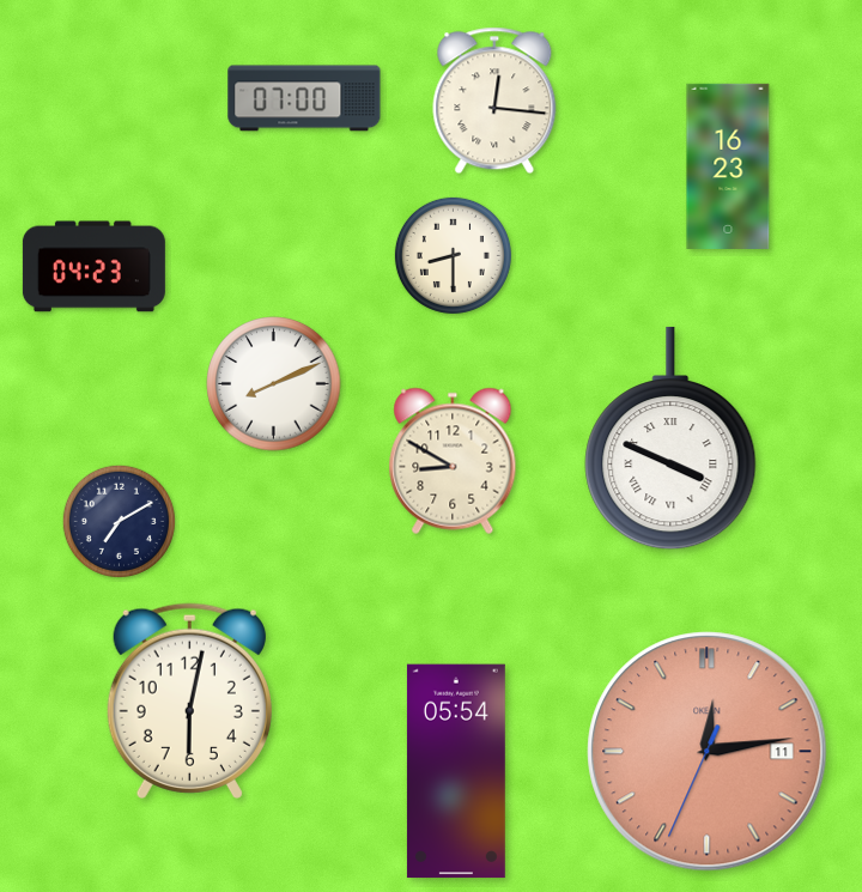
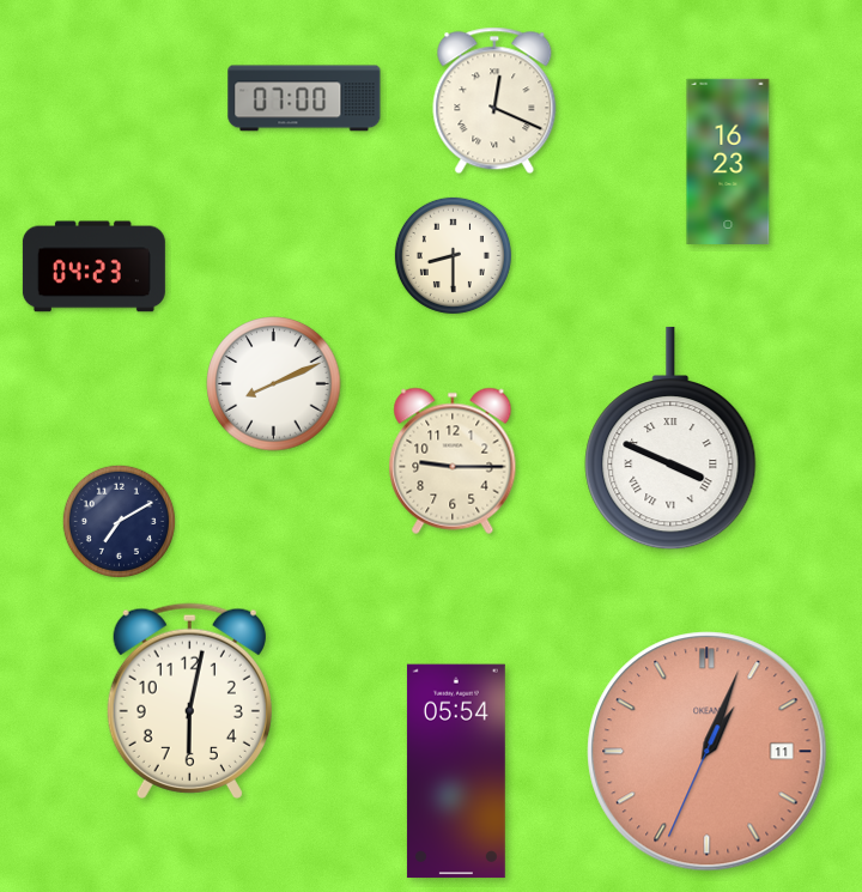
clock at (494, 101): 12:16 -> 12:19
clock at (728, 166) position: (728, 166) -> (728, 162)
clock at (453, 461): 8:50 -> 9:15
clock at (708, 752): 12:13 -> 1:03
